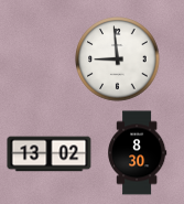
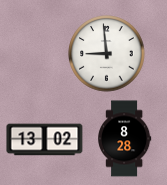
clock at (137, 153): 8:30 -> 8:28
